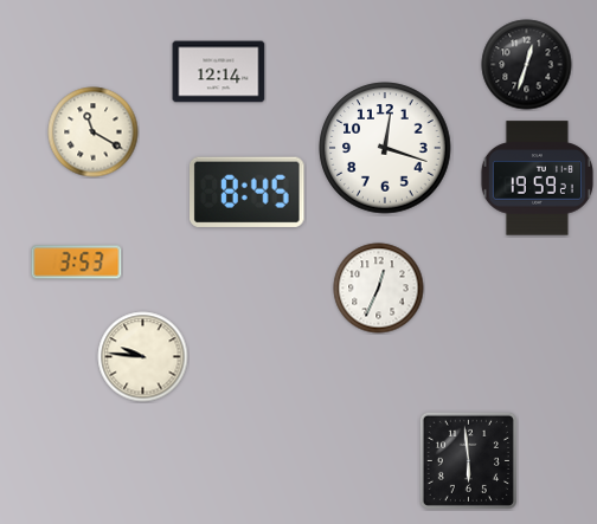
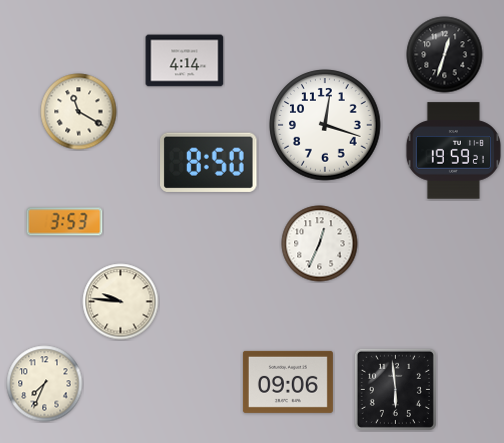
clock at (219, 72): 12:14 -> 4:14
clock at (248, 192): 8:45 -> 8:50
clock at (288, 382): none -> 09:06
clock at (45, 384): none -> 7:34
